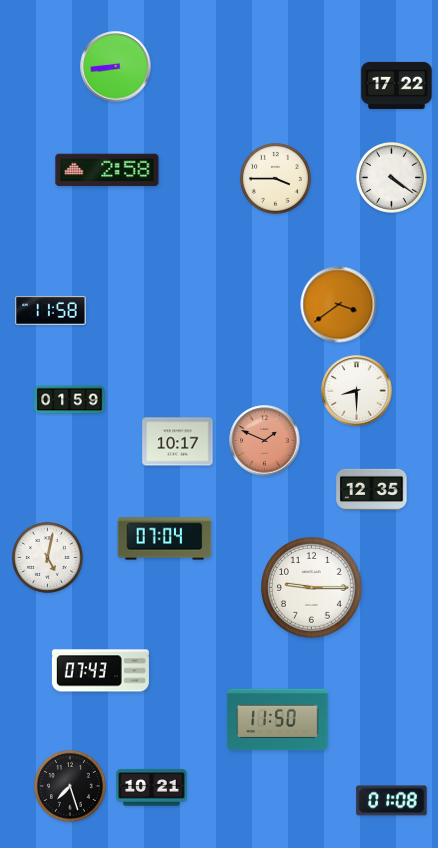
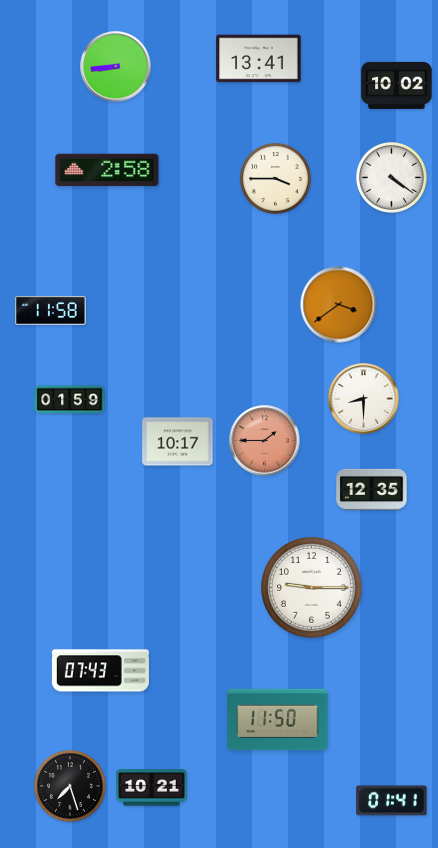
clock at (259, 59): none -> 13:41
clock at (397, 85): 17:22 -> 10:02
clock at (357, 391) position: (357, 391) -> (364, 399)
clock at (265, 441): 1:49 -> 1:45
clock at (165, 539): 07:04 -> none
clock at (47, 557): 5:02 -> none
clock at (392, 801): 01:08 -> 01:41
